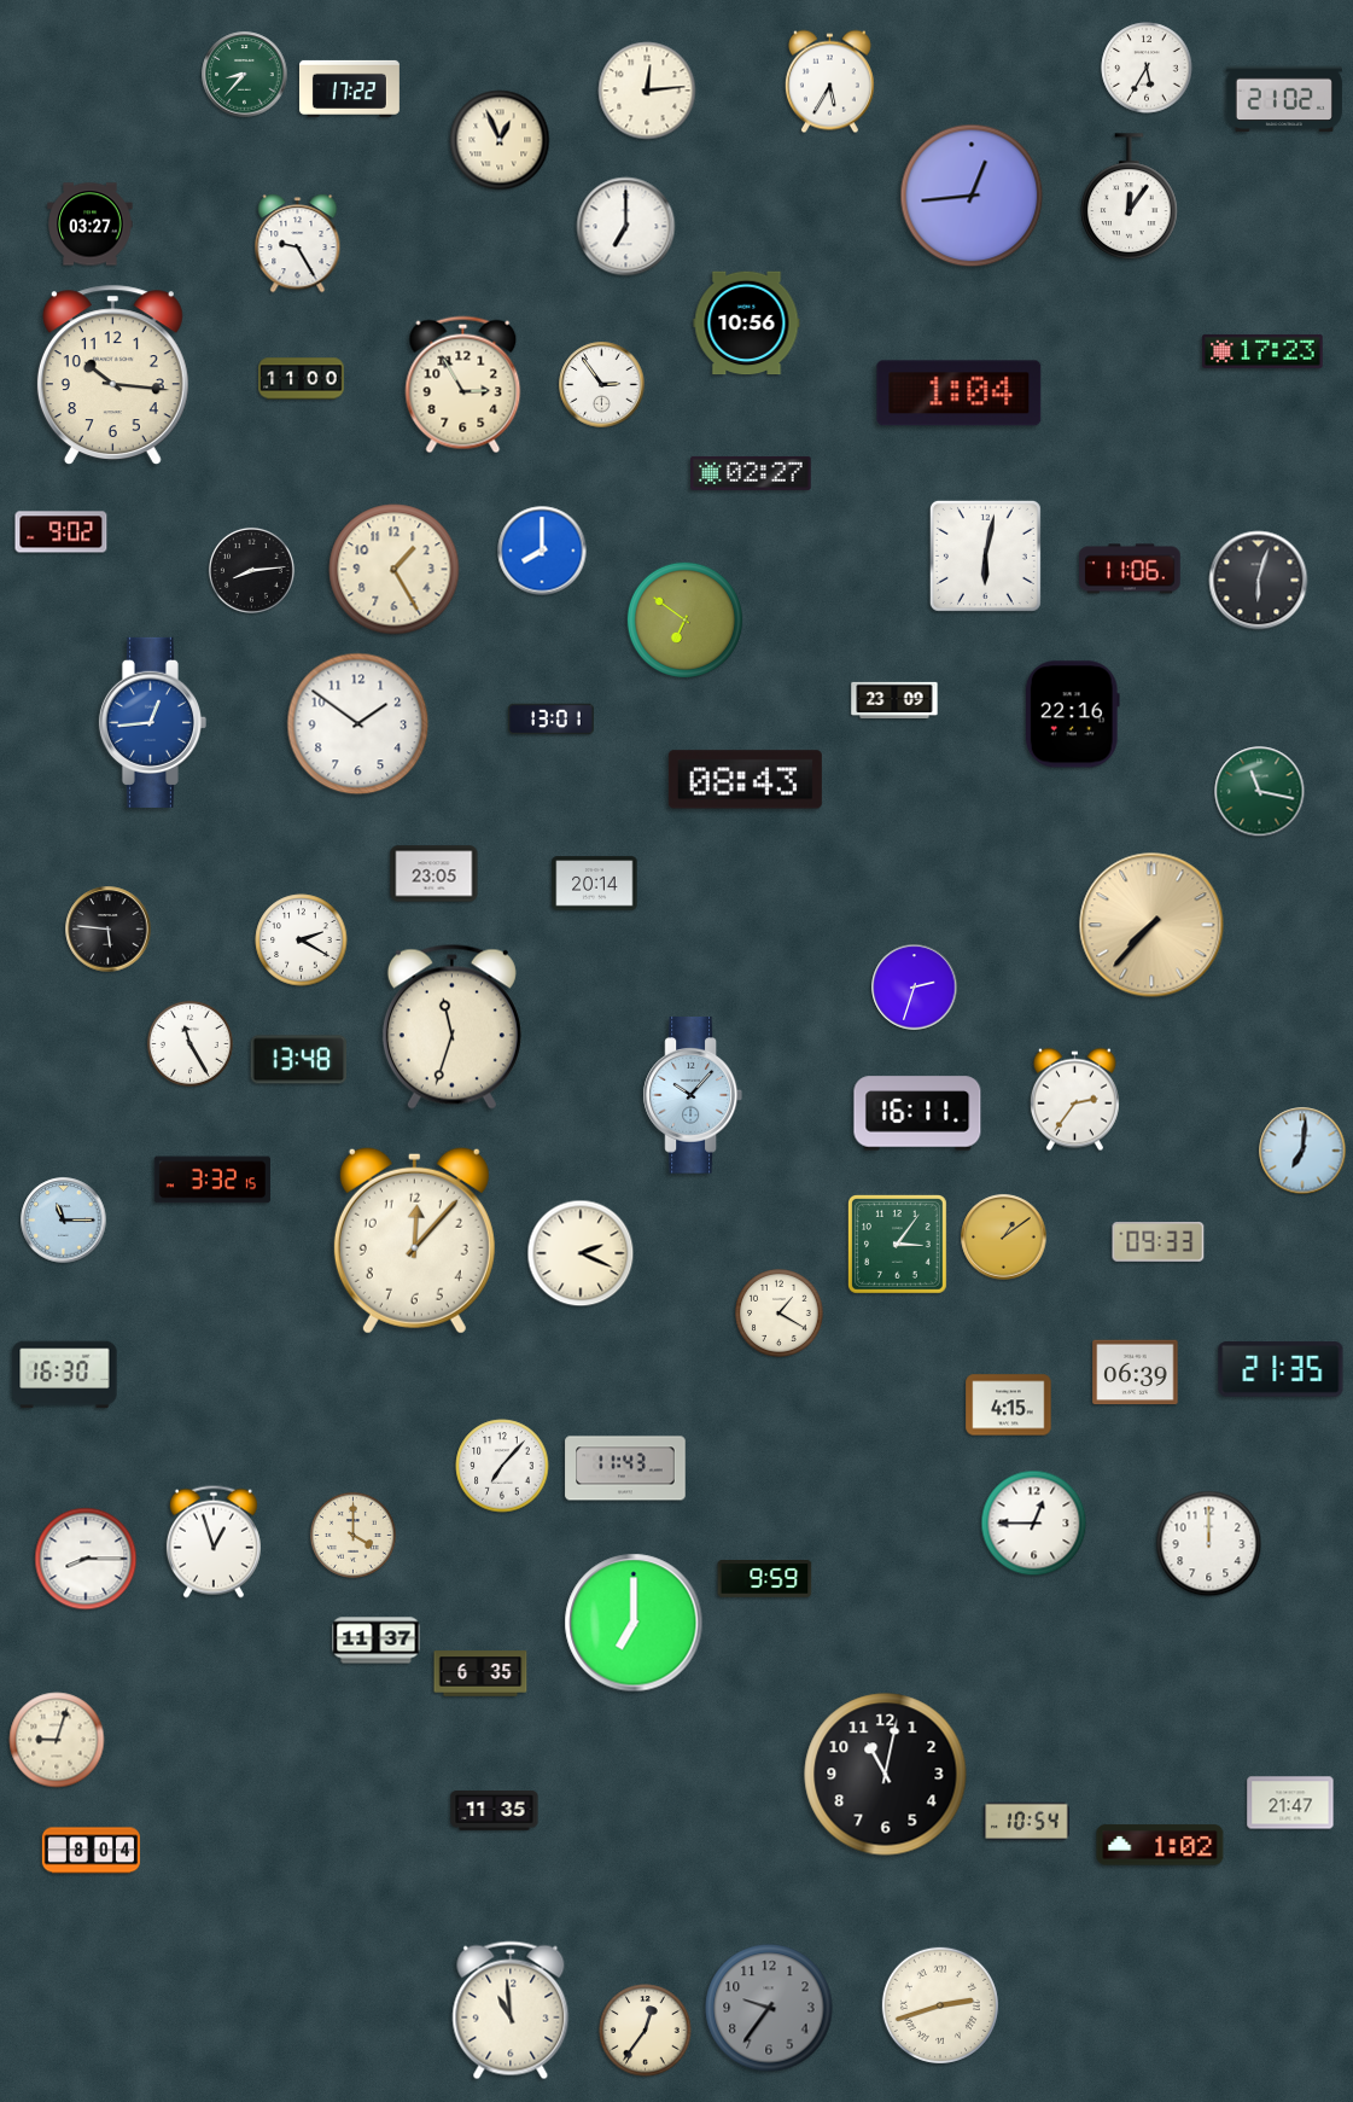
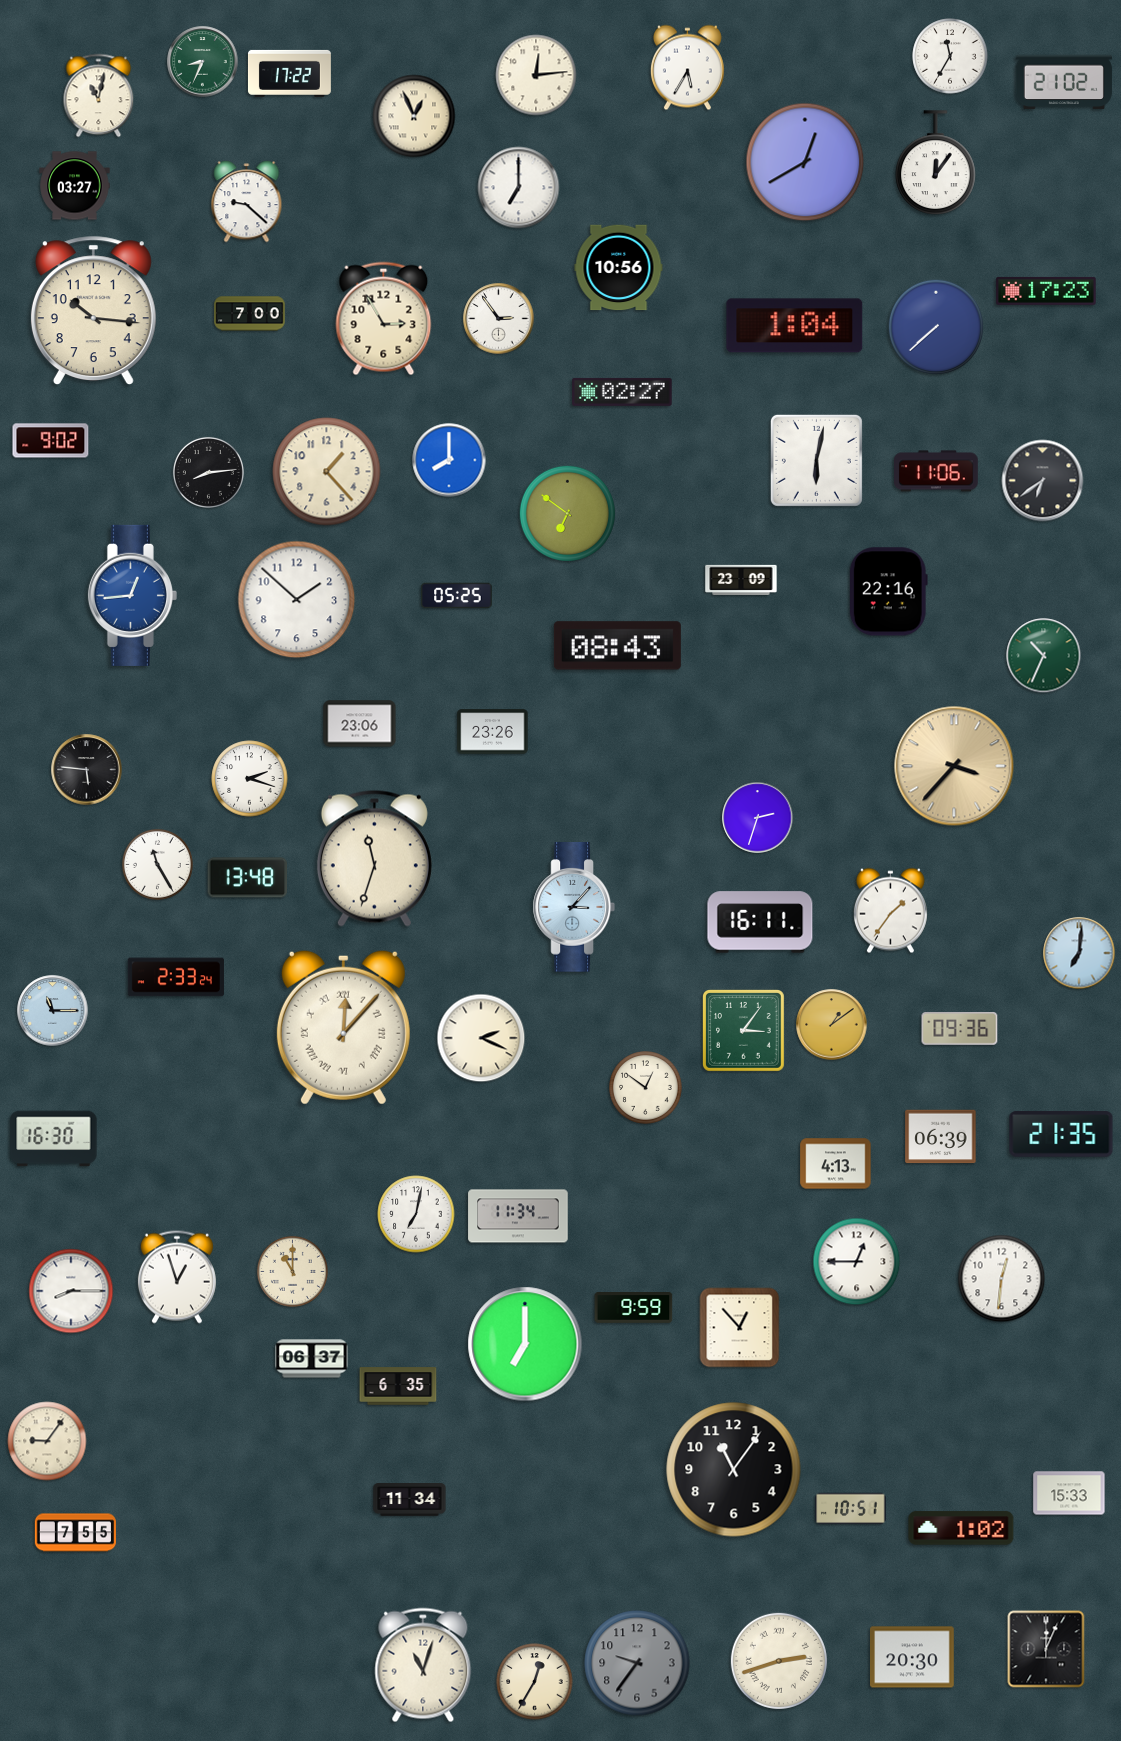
clock at (1147, 68): 5:35 -> 11:35
clock at (245, 75): 8:37 -> 8:34
clock at (99, 96): none -> 11:02
clock at (972, 196): 12:44 -> 12:40
clock at (298, 244): 9:25 -> 9:22
clock at (302, 379): 11:00 -> 7:00
clock at (936, 327): none -> 7:38
clock at (542, 551) position: (542, 551) -> (449, 460)
clock at (395, 570): 1:25 -> 1:23
clock at (1259, 581): 6:03 -> 6:39
clock at (552, 720): 13:01 -> 05:25
clock at (152, 722) position: (152, 722) -> (132, 595)
clock at (358, 724): 1:51 -> 1:52
clock at (1260, 792): 11:17 -> 10:34
clock at (435, 874): 23:05 -> 23:06
clock at (595, 884): 20:14 -> 23:26
clock at (1151, 925): 7:37 -> 3:37
clock at (109, 930) position: (109, 930) -> (87, 770)
clock at (302, 941): 2:20 -> 2:18
clock at (451, 1026) position: (451, 1026) -> (374, 858)
clock at (693, 1095): 10:07 -> 3:07
clock at (1074, 1100): 2:36 -> 1:36
clock at (212, 1180): 3:32 -> 2:33
clock at (414, 1240) numerals: Arabic -> Roman
clock at (1159, 1242): 09:33 -> 09:36
clock at (780, 1314): 1:20 -> 12:51
clock at (1009, 1405): 4:15 -> 4:13
clock at (502, 1466): 7:07 -> 7:02
clock at (625, 1468): 11:43 -> 11:34
clock at (352, 1535): 4:00 -> 11:00
clock at (1209, 1544): 12:00 -> 12:31
clock at (740, 1328): none -> 12:53
clock at (377, 1641): 11:37 -> 06:37
clock at (57, 1740): 9:03 -> 9:06
clock at (886, 1775): 11:02 -> 11:06
clock at (1290, 1803): 21:47 -> 15:33
clock at (495, 1811): 11:35 -> 11:34
clock at (1027, 1822): 10:54 -> 10:51
clock at (91, 1851): 8:04 -> 7:55
clock at (1046, 1649): none -> 12:04
clock at (913, 1657): none -> 20:30
clock at (511, 2010): 10:59 -> 11:03
clock at (646, 2031): 12:36 -> 12:35
